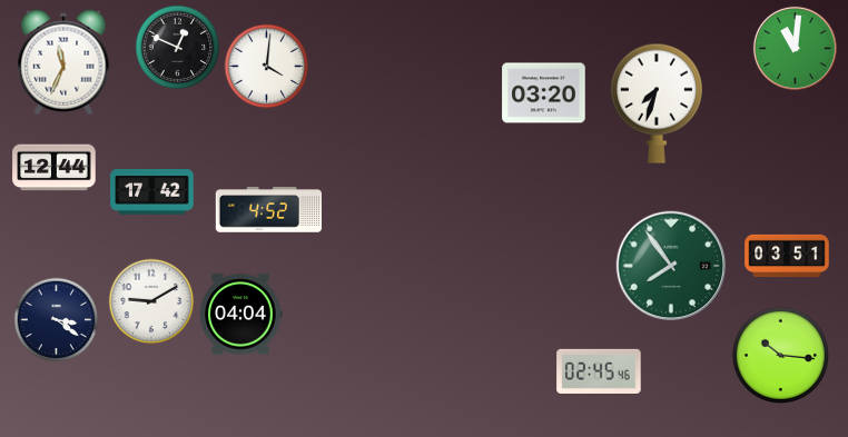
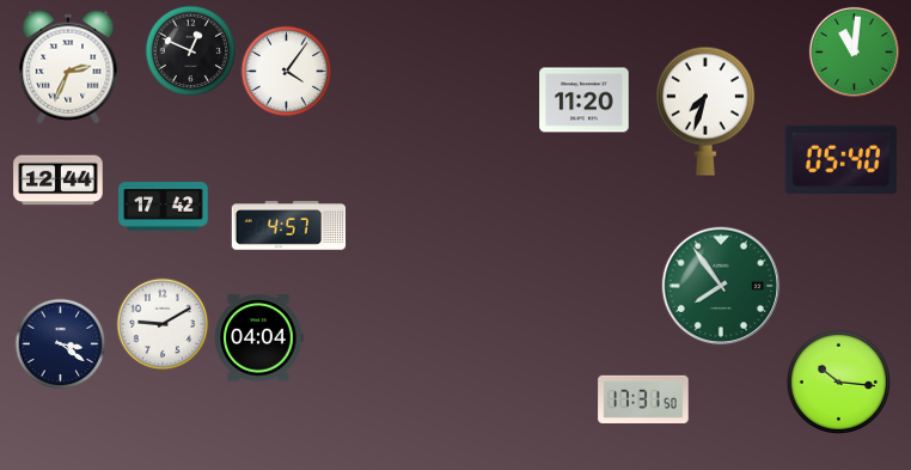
clock at (63, 62): 11:34 -> 2:34
clock at (267, 67): 4:01 -> 4:06
clock at (544, 93): 03:20 -> 11:20
clock at (842, 159): none -> 05:40
clock at (269, 210): 4:52 -> 4:57
clock at (787, 256): 03:51 -> none
clock at (599, 371): 02:45 -> 17:31
